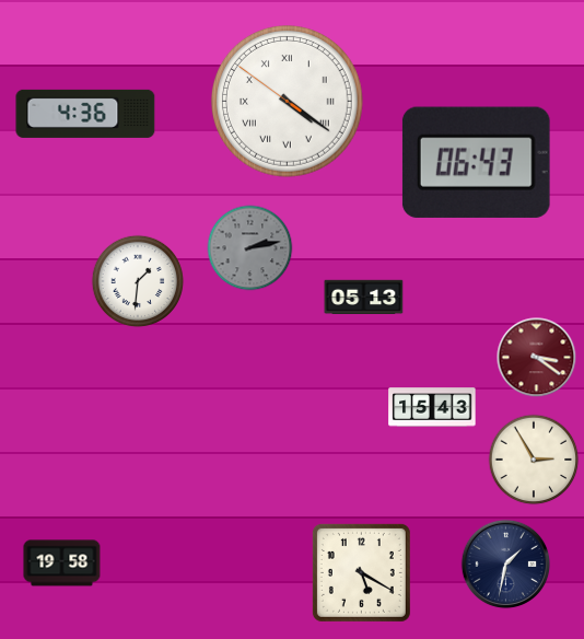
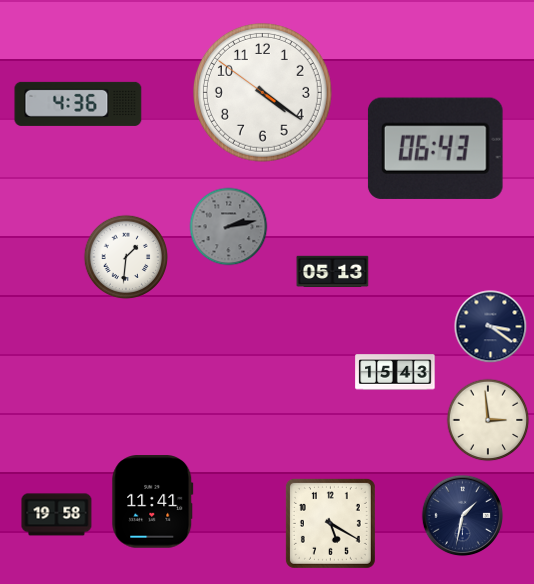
clock at (288, 102) numerals: Roman -> Arabic
clock at (537, 358) dial: burgundy -> navy
clock at (534, 460): 2:55 -> 2:59
clock at (153, 502): none -> 11:41
